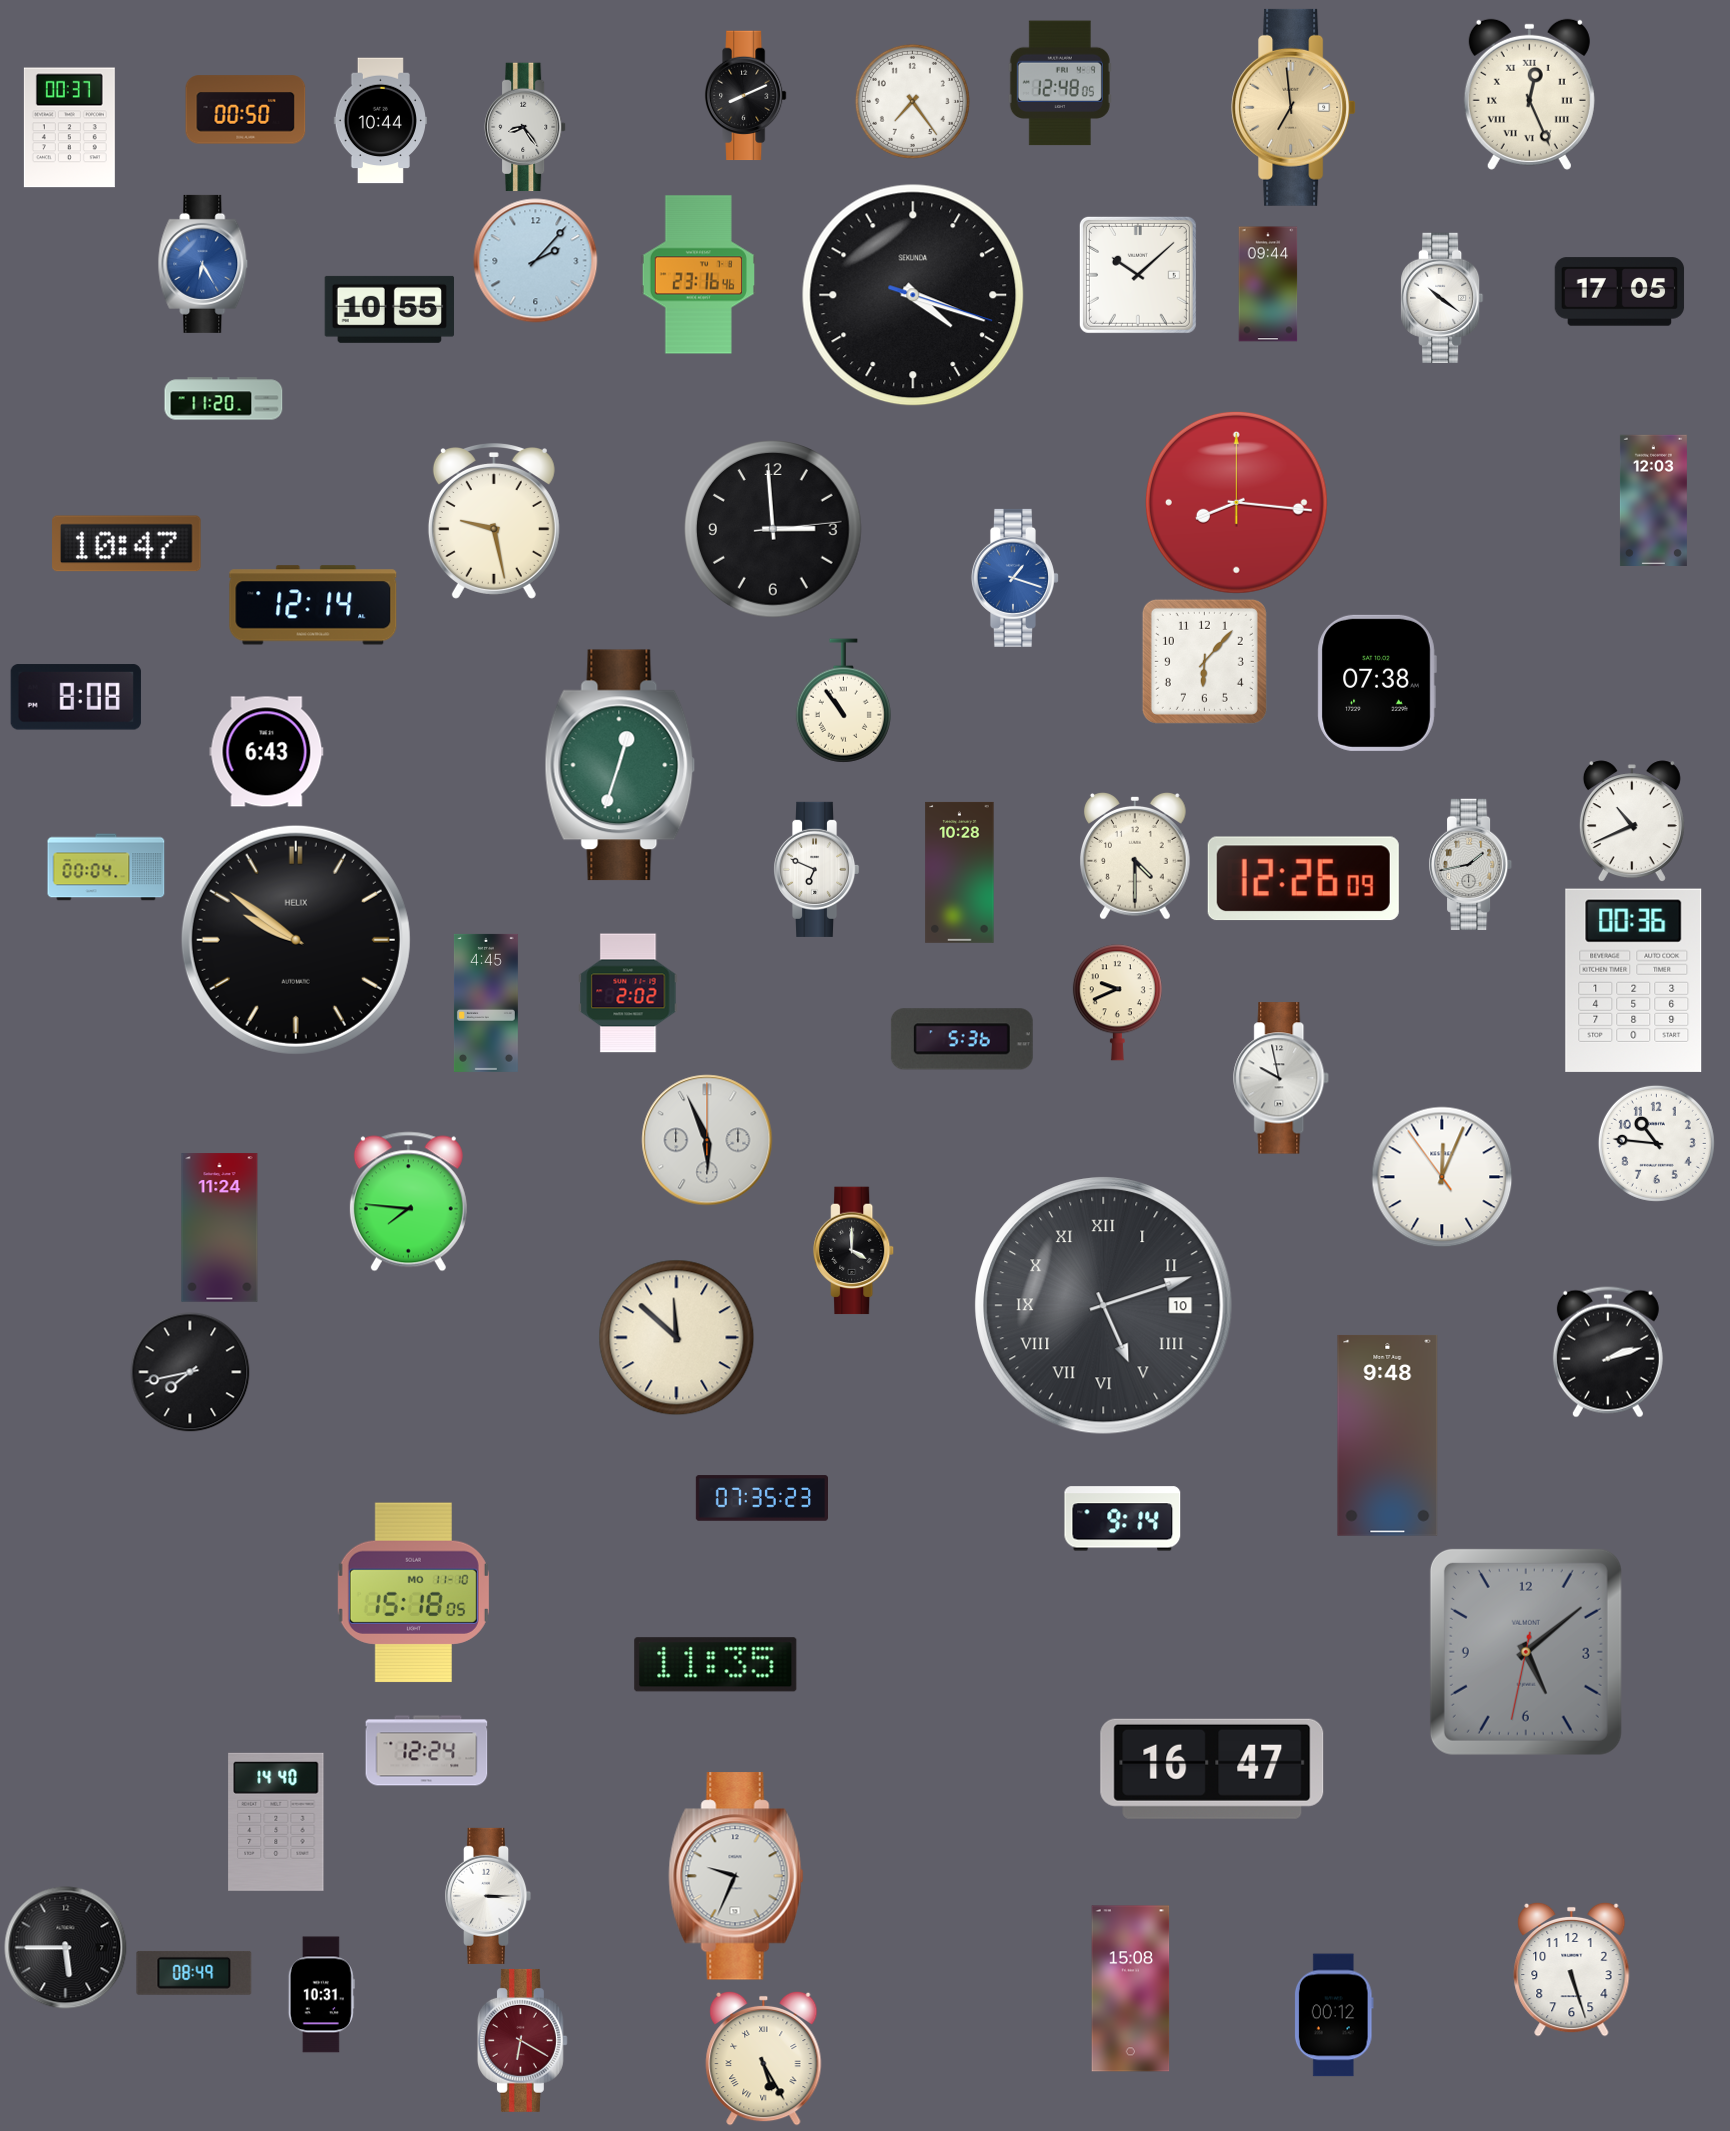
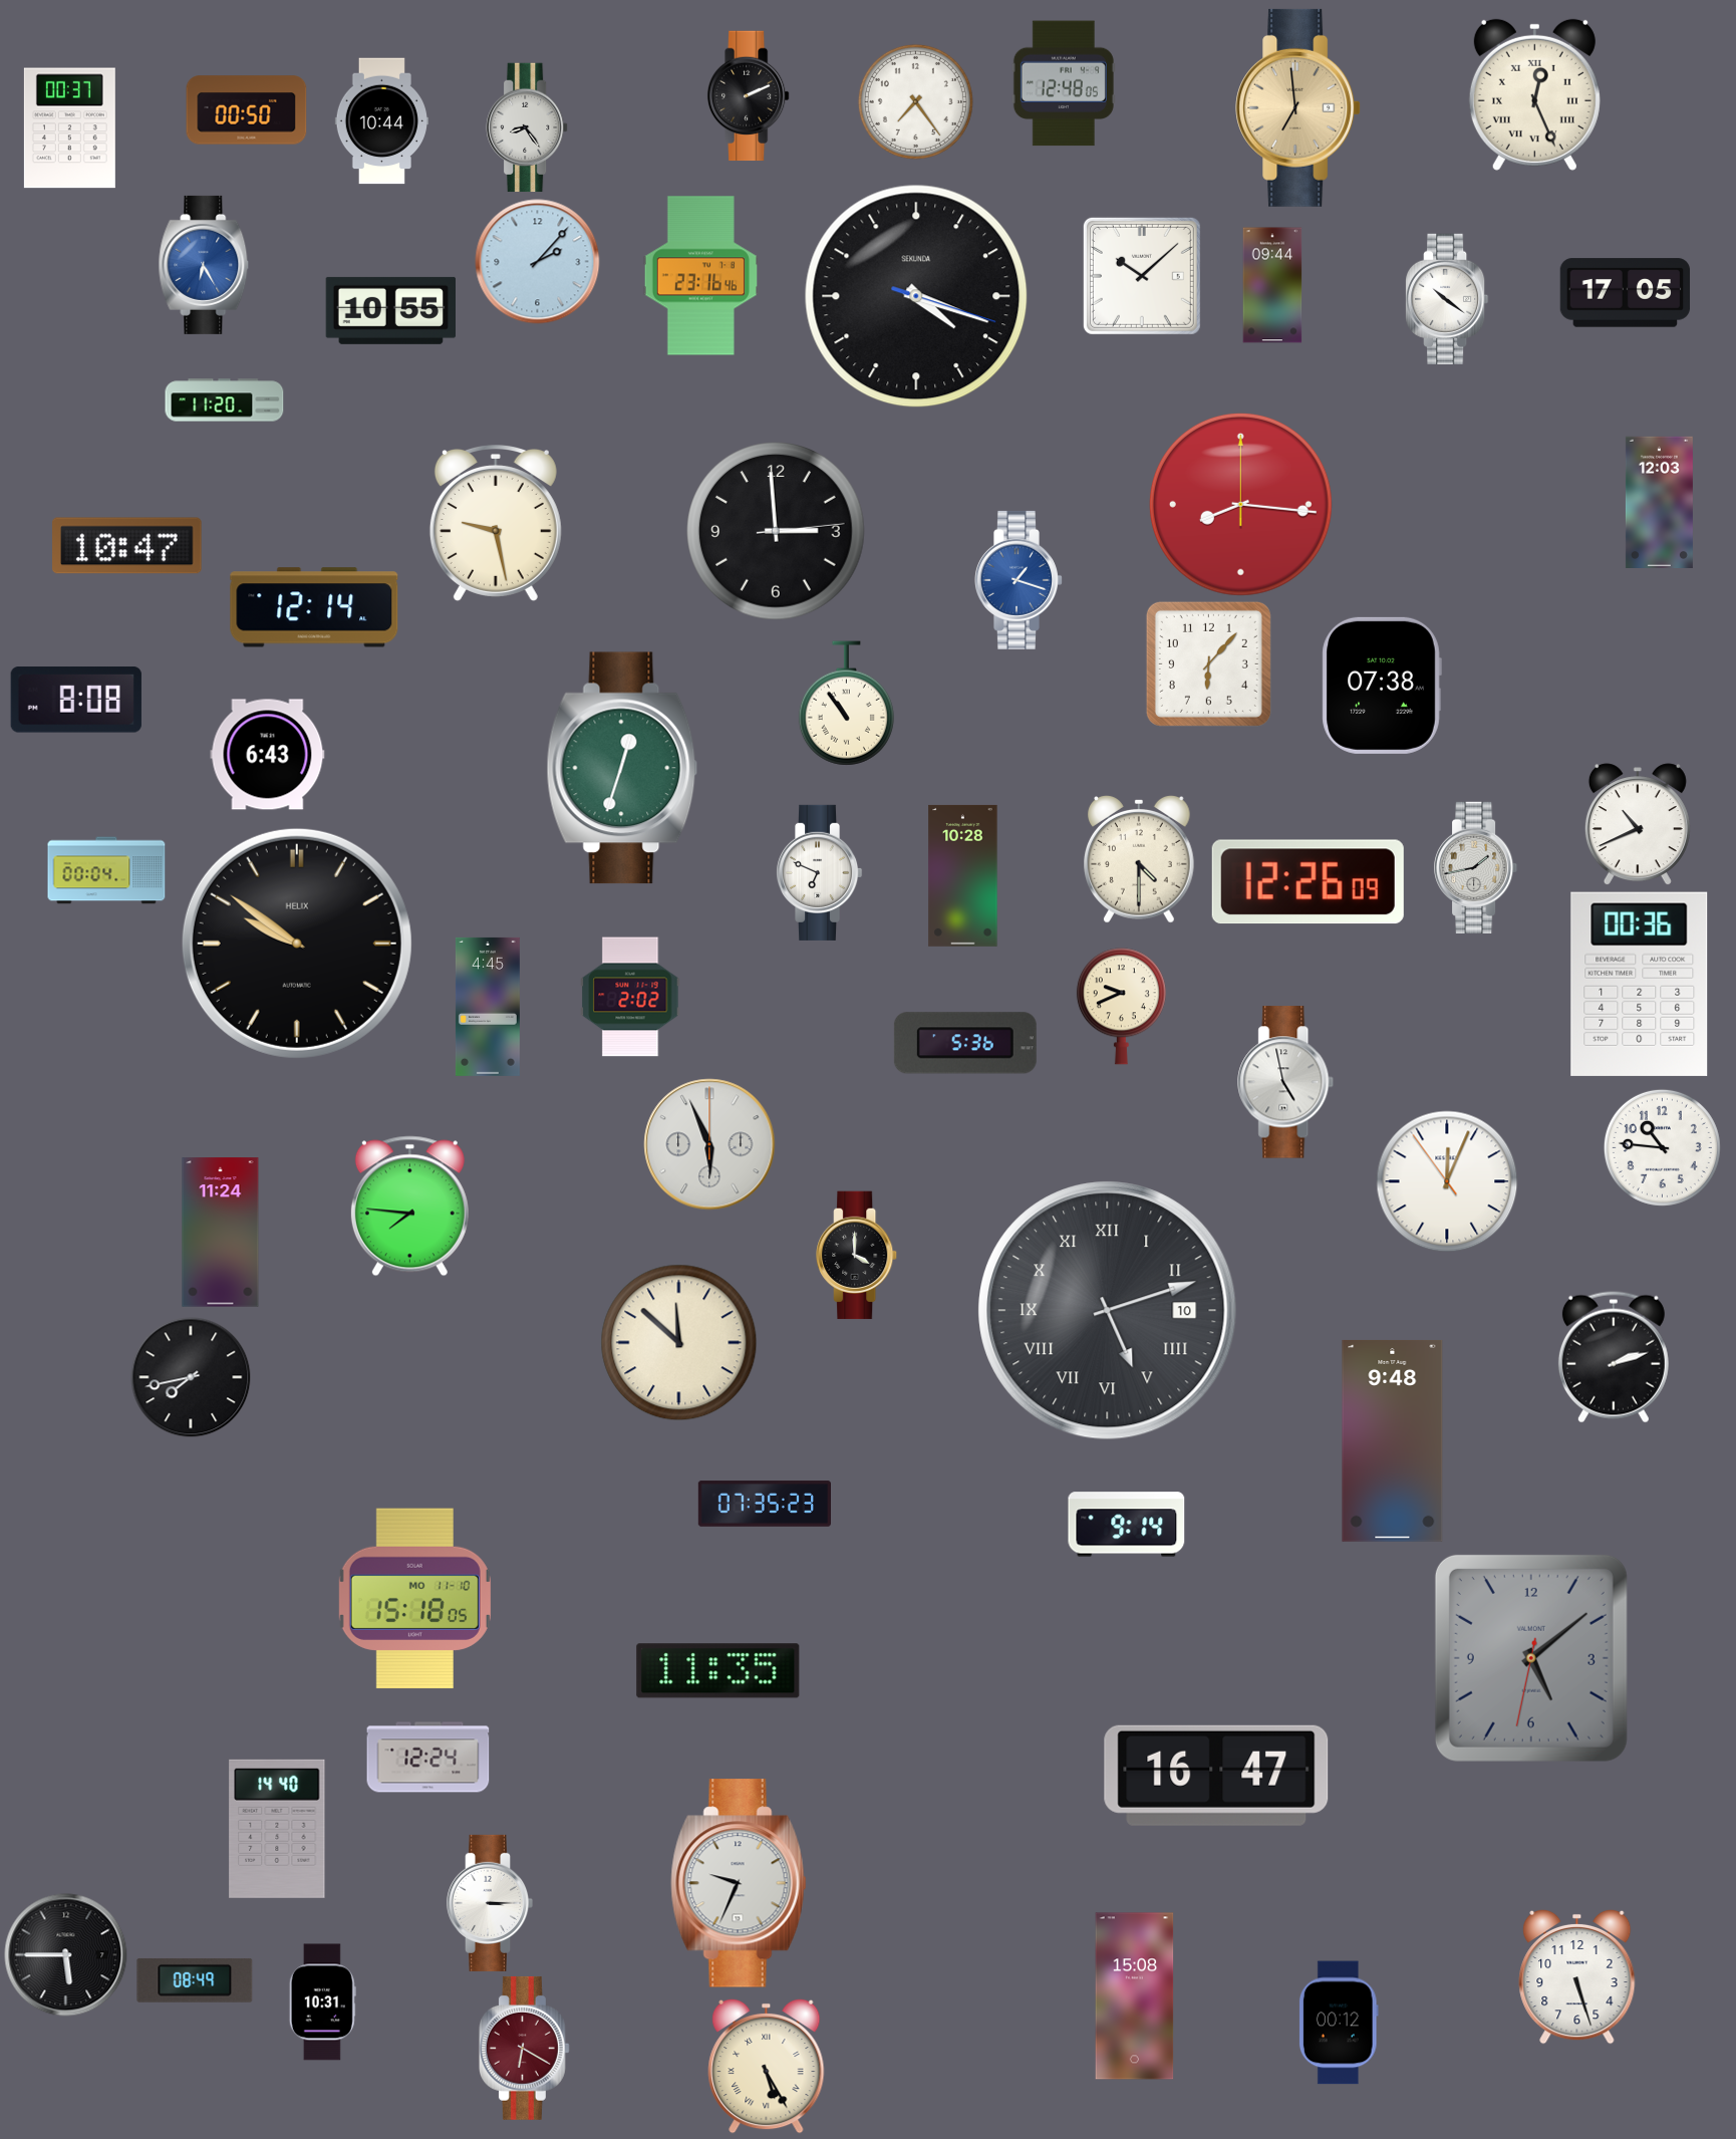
clock at (746, 96): 8:11 -> 2:11
clock at (1282, 1078): 9:58 -> 4:58
